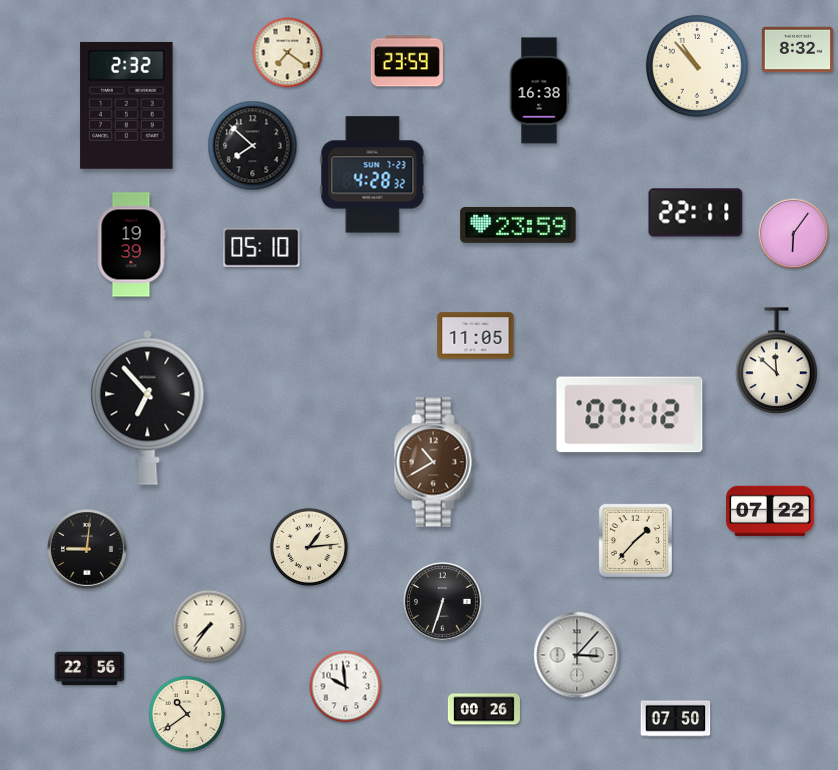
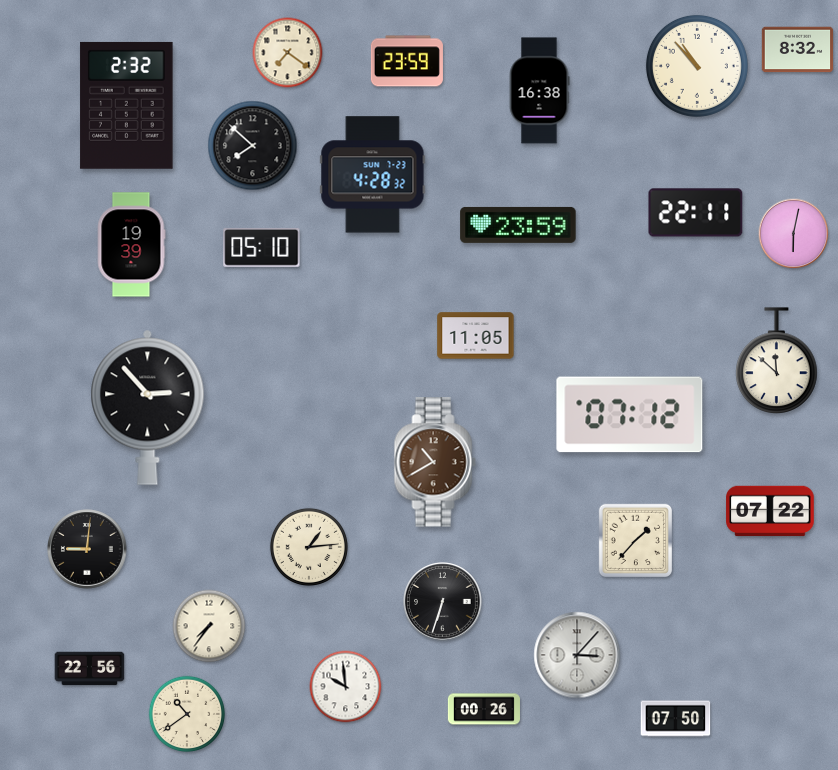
clock at (794, 234): 6:06 -> 6:02
clock at (148, 407): 6:53 -> 2:53
